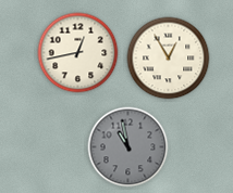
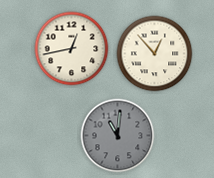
clock at (169, 59): 12:55 -> 12:53
clock at (128, 147): 10:58 -> 11:01
